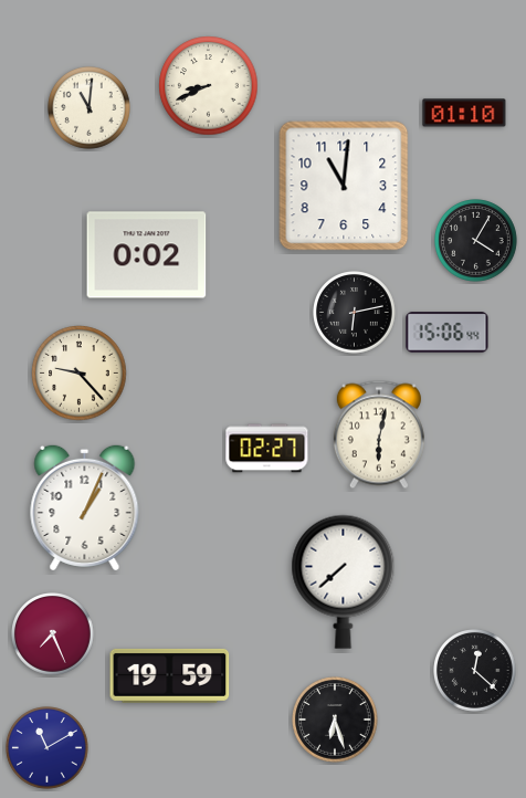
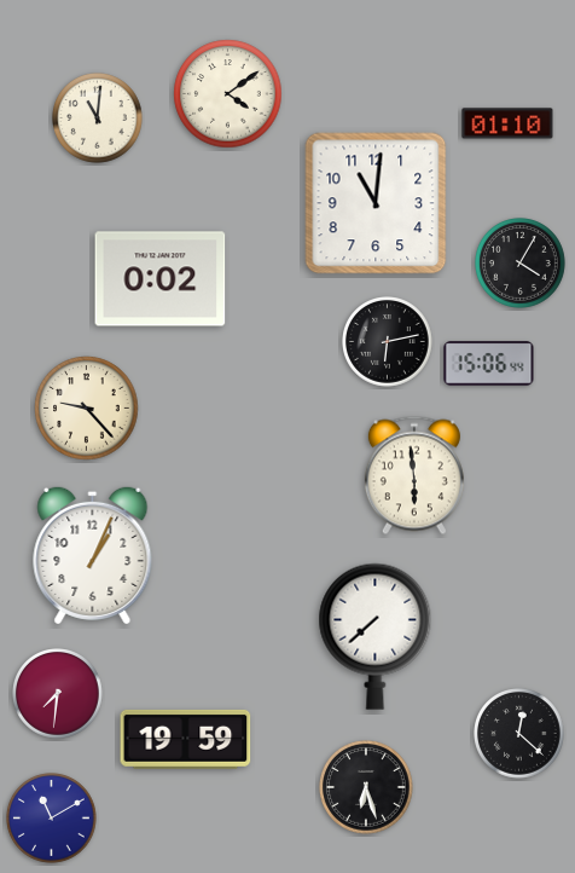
clock at (209, 86): 8:41 -> 4:09
clock at (379, 434): 6:02 -> 5:59
clock at (267, 449): 02:27 -> none
clock at (53, 634): 7:26 -> 7:31
